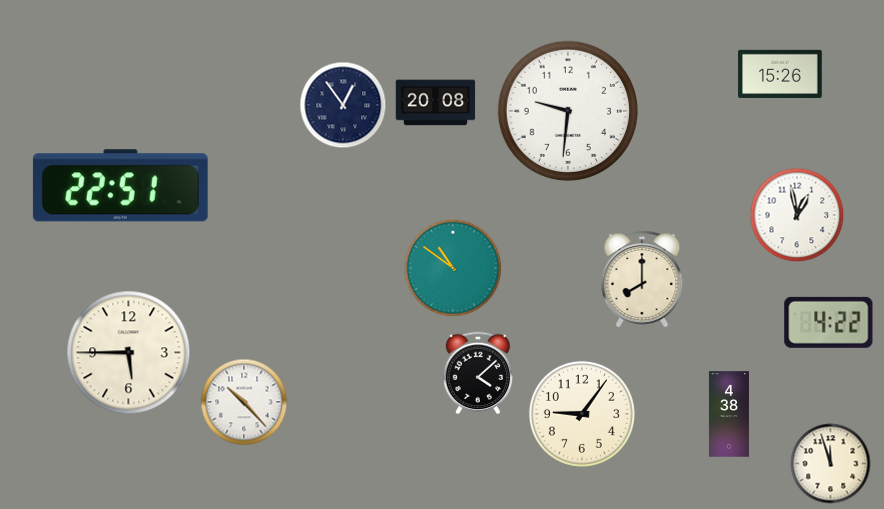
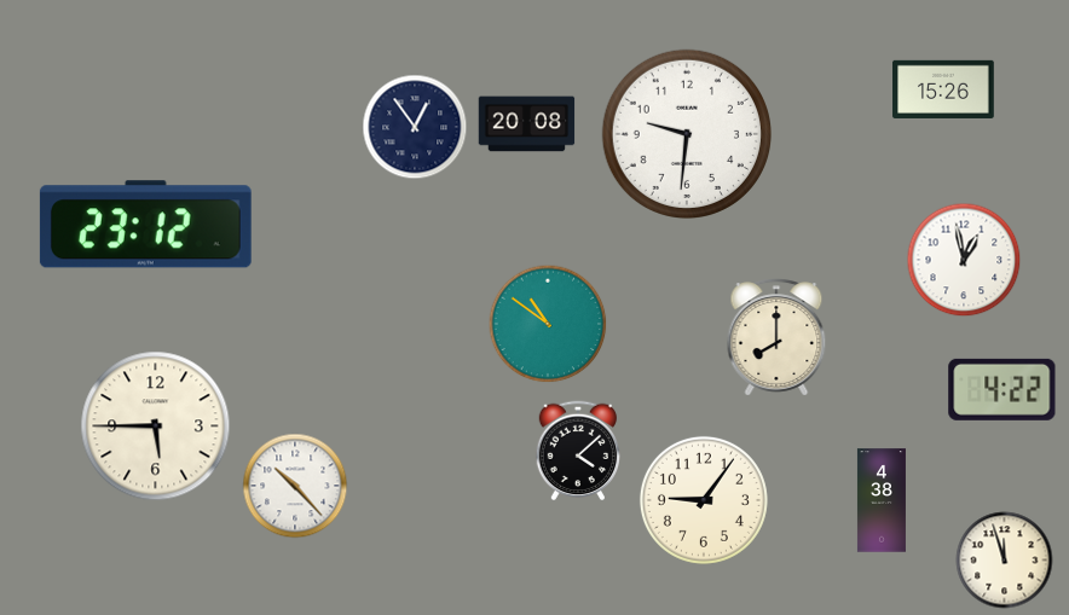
clock at (120, 186): 22:51 -> 23:12
